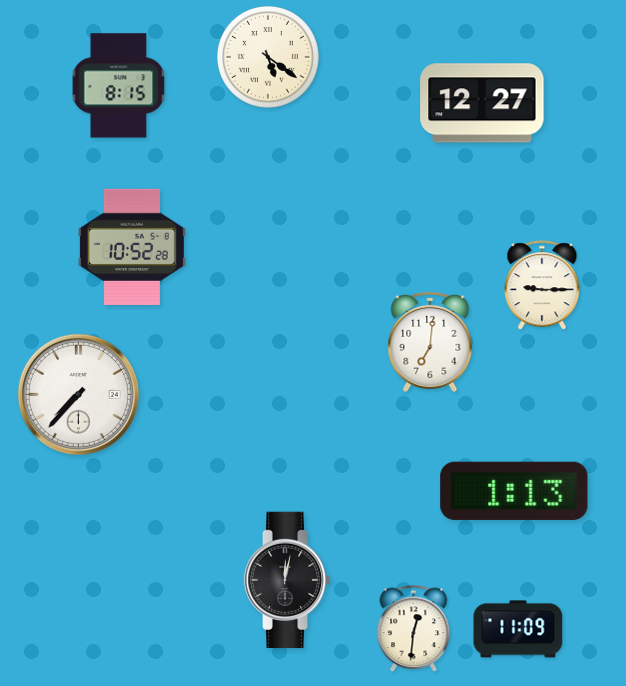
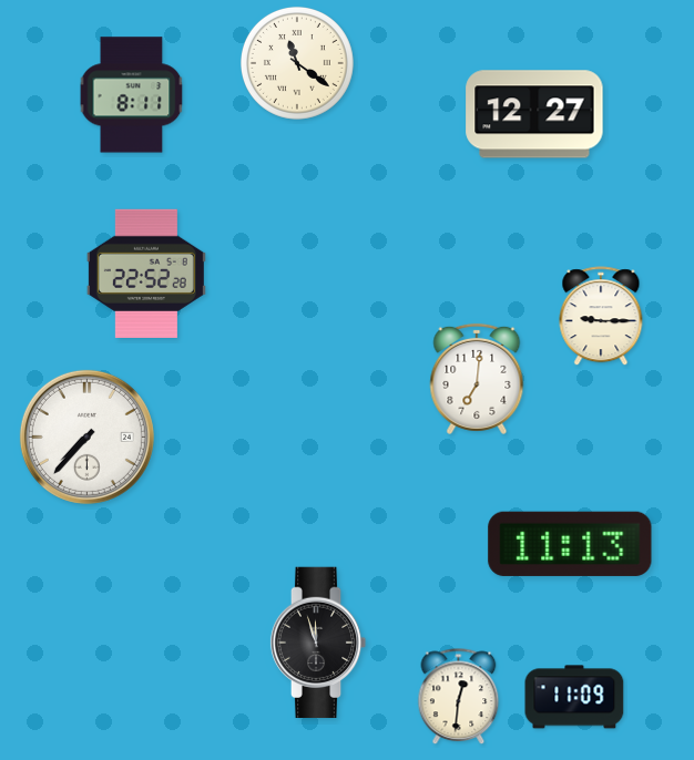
clock at (268, 57): 5:21 -> 11:21
clock at (119, 86): 8:15 -> 8:11
clock at (132, 247): 10:52 -> 22:52
clock at (514, 491): 1:13 -> 11:13
clock at (287, 580): 12:02 -> 11:57
